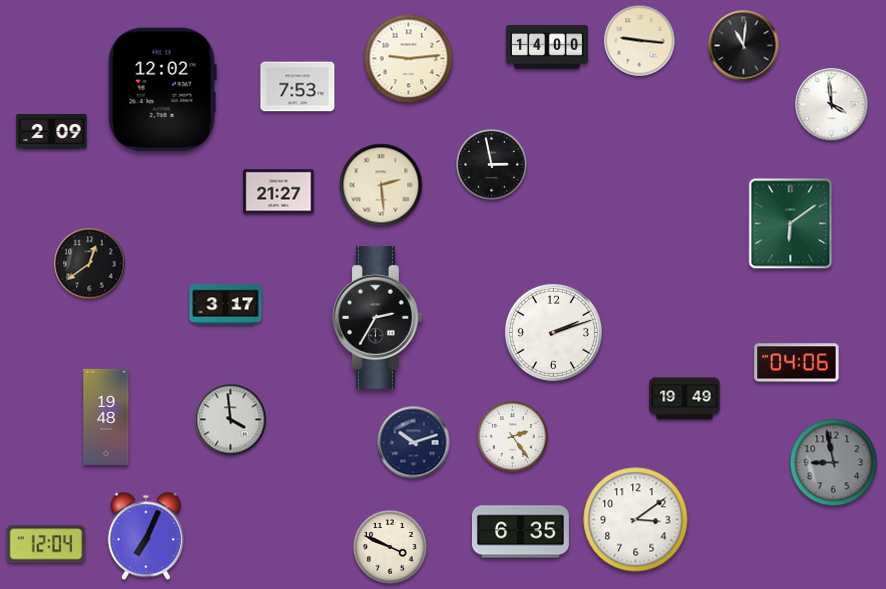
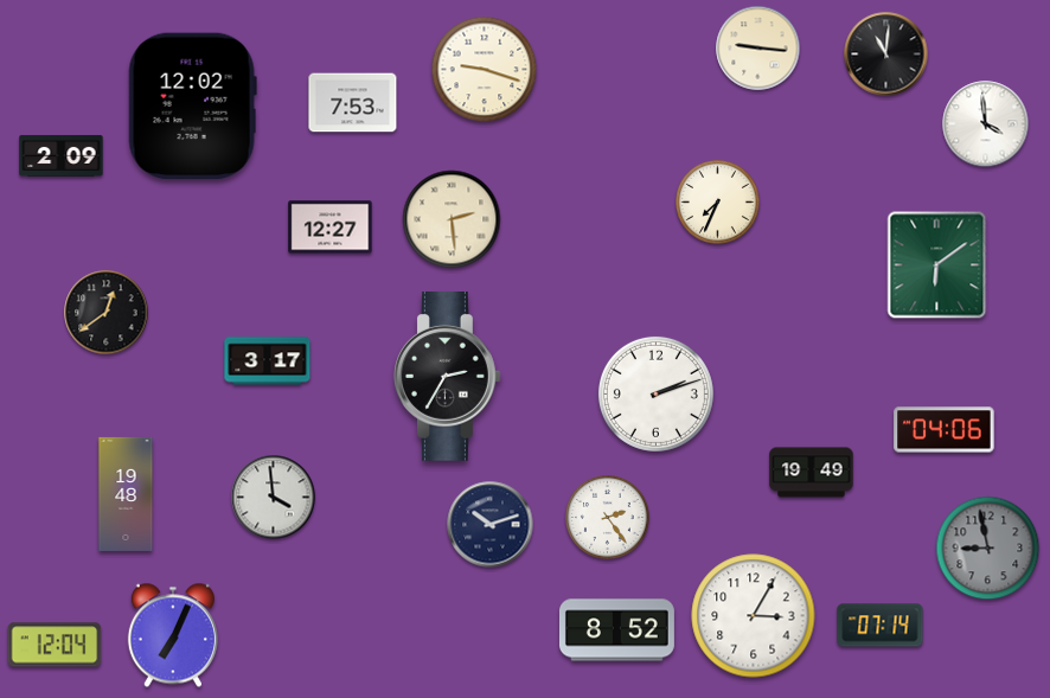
clock at (744, 46) position: (744, 46) -> (886, 55)
clock at (547, 47): 14:00 -> none
clock at (409, 59): 9:14 -> 9:18
clock at (492, 165): 2:58 -> none
clock at (718, 203): none -> 7:34
clock at (279, 192): 21:27 -> 12:27
clock at (636, 520): 3:09 -> 3:05
clock at (881, 626): none -> 07:14
clock at (520, 532): 6:35 -> 8:52
clock at (390, 547): 3:49 -> none
